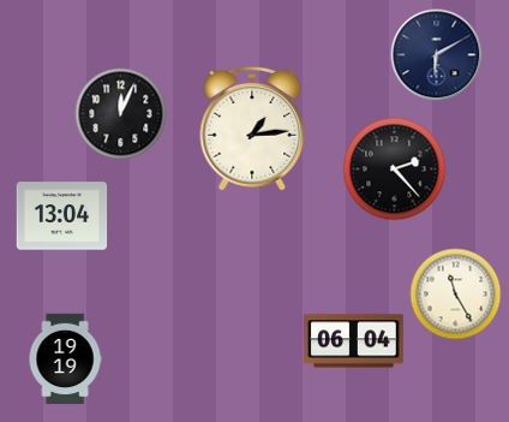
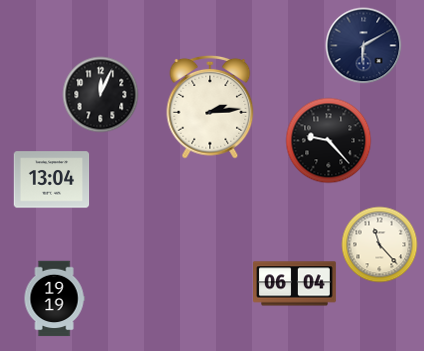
clock at (252, 129): 1:14 -> 2:14
clock at (395, 170): 2:23 -> 9:23
clock at (456, 295): 11:25 -> 11:23
